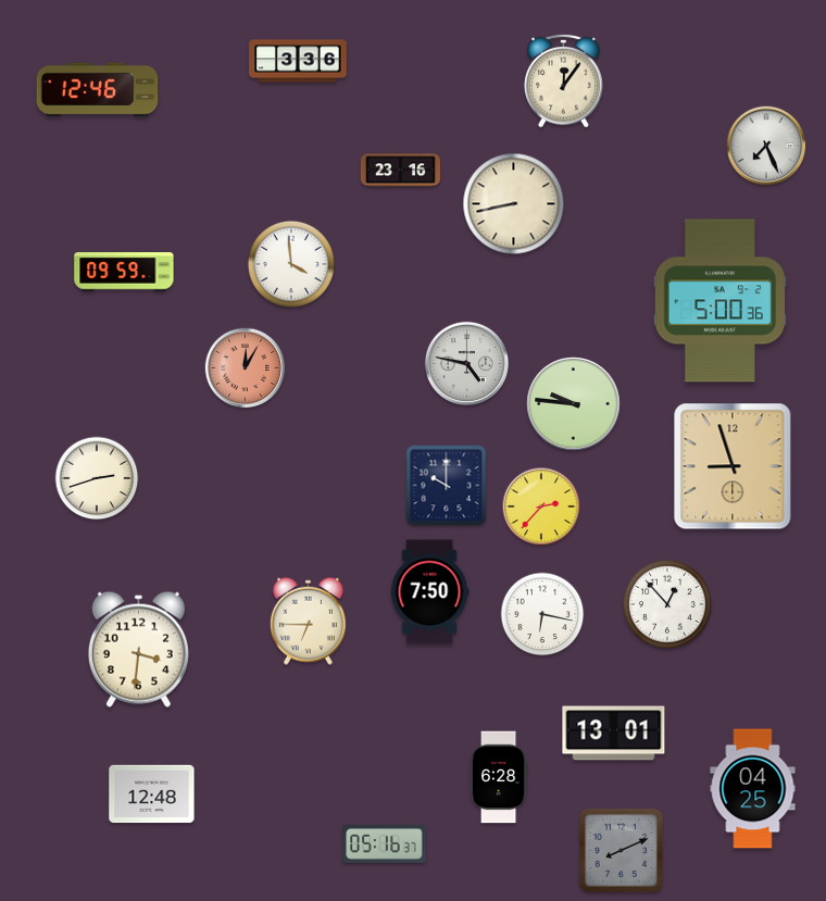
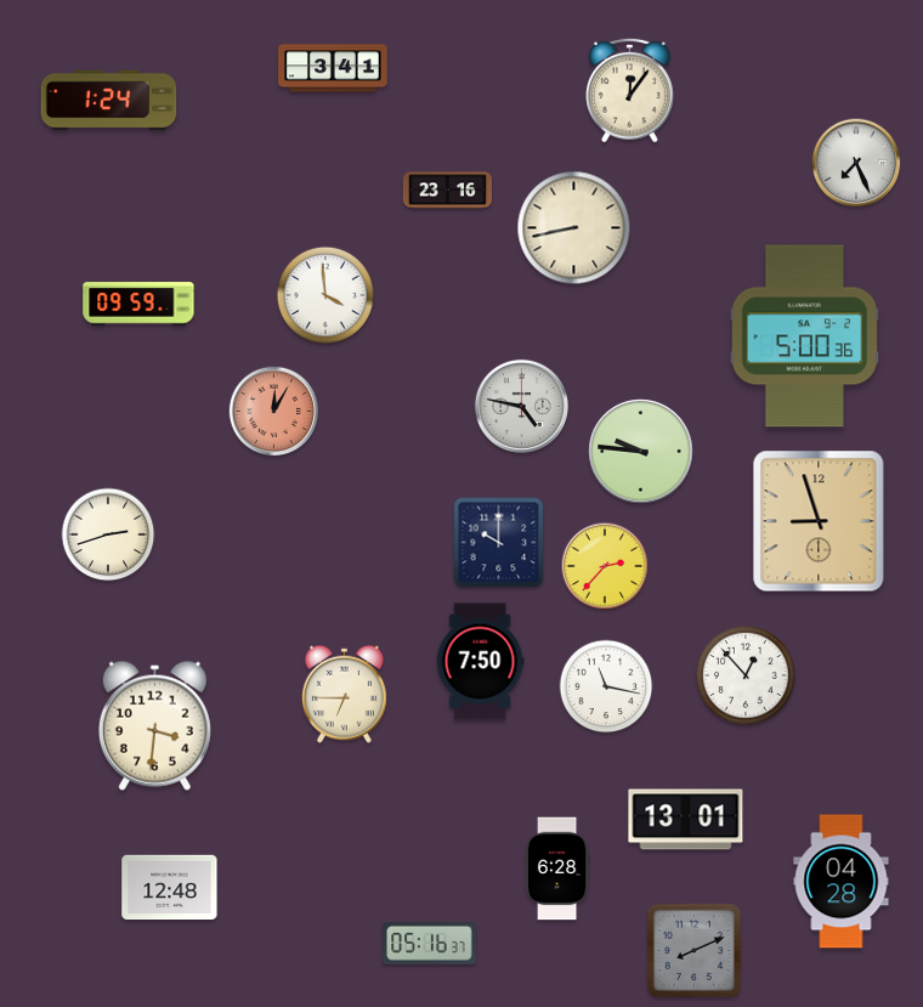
clock at (298, 61): 3:36 -> 3:41
clock at (98, 90): 12:46 -> 1:24
clock at (542, 614): 6:17 -> 11:17
clock at (753, 789): 04:25 -> 04:28
